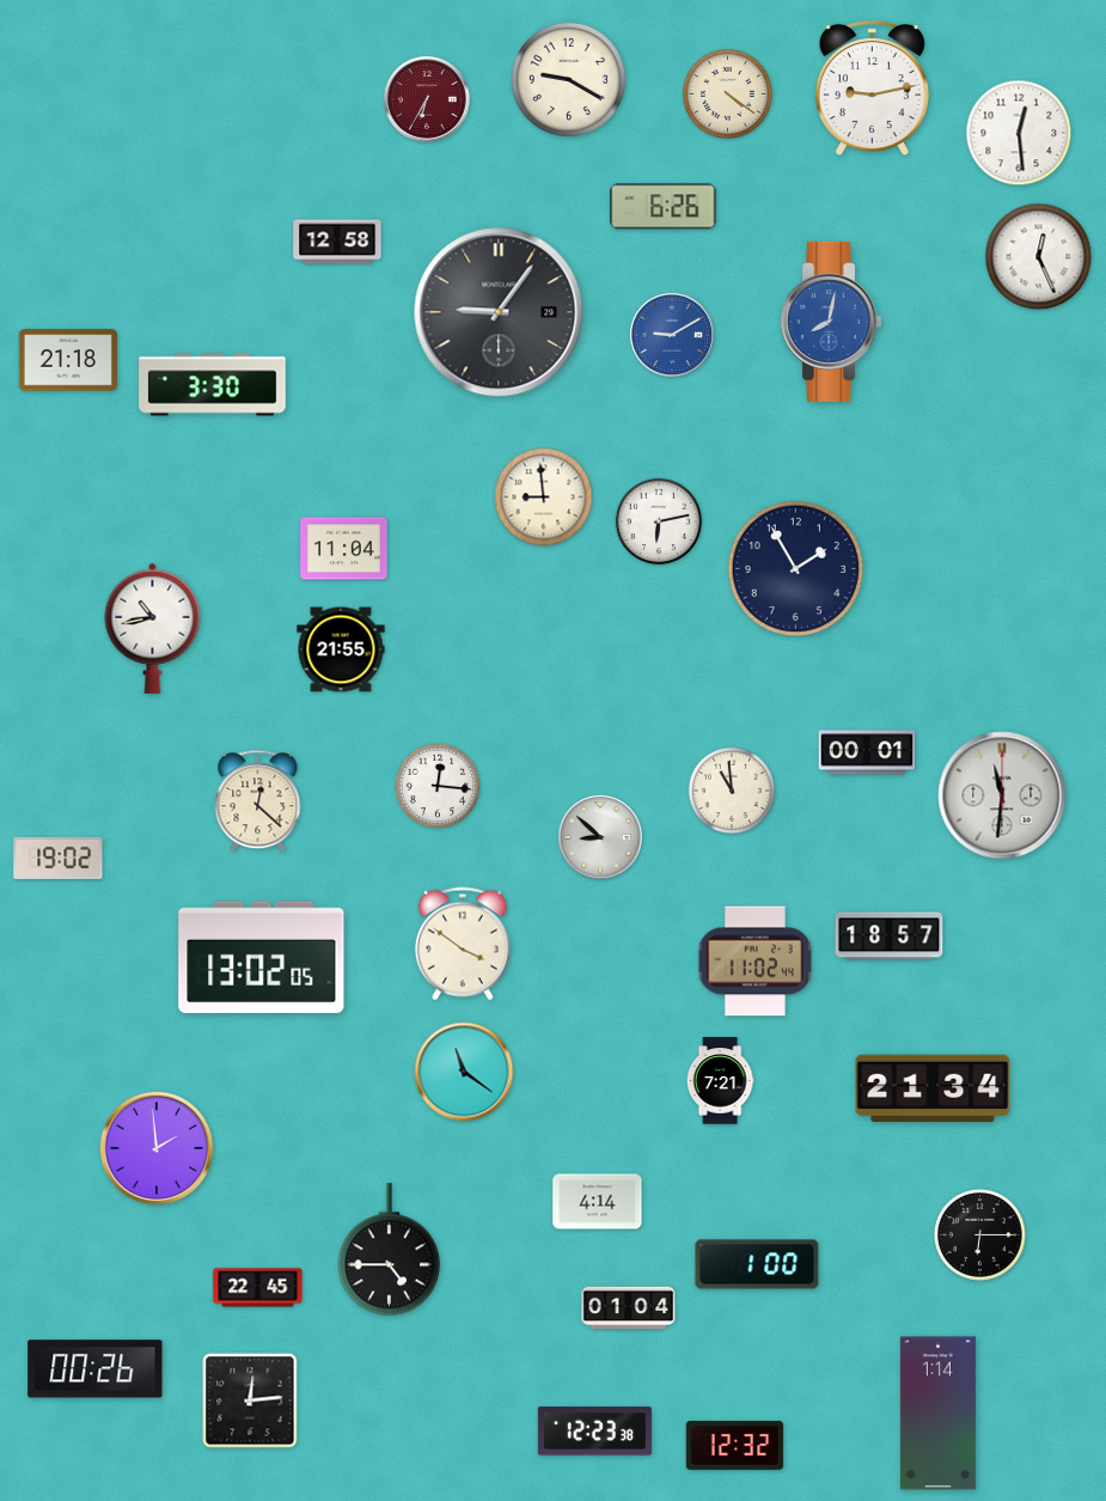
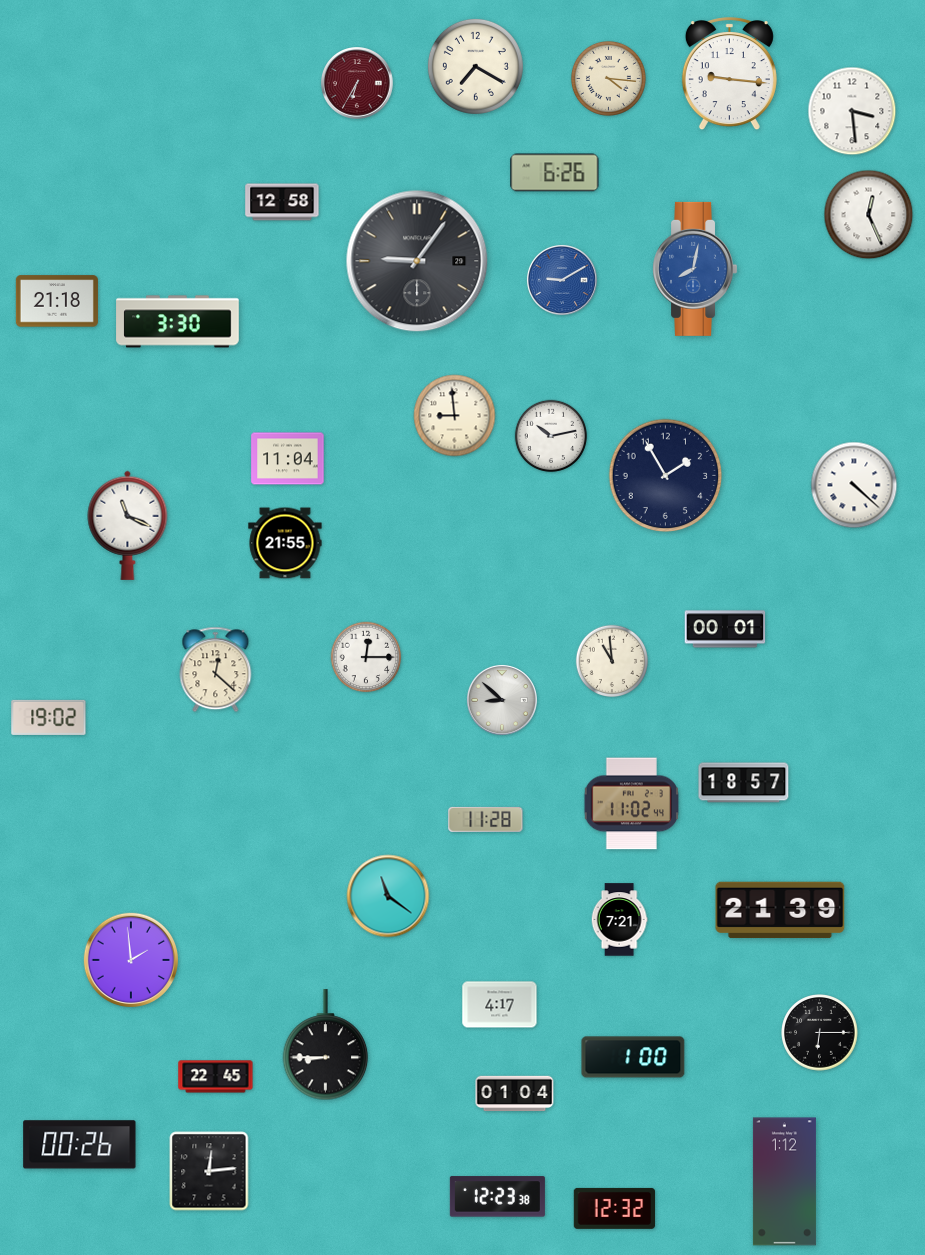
clock at (568, 79): 9:20 -> 7:20
clock at (872, 89): 9:13 -> 9:16
clock at (727, 93): 4:21 -> 4:16
clock at (1019, 133): 12:29 -> 3:29
clock at (659, 521): 6:13 -> 10:13
clock at (854, 485): none -> 4:22
clock at (153, 628): 10:43 -> 11:19
clock at (438, 786): 12:16 -> 12:15
clock at (1002, 795): 11:31 -> none
clock at (463, 944): 3:51 -> none
clock at (262, 957): 13:02 -> none
clock at (486, 819): none -> 11:28
clock at (720, 1081) position: (720, 1081) -> (619, 920)
clock at (933, 1088): 21:34 -> 21:39
clock at (598, 1202): 4:14 -> 4:17
clock at (390, 1250): 4:45 -> 8:45
clock at (629, 1308) position: (629, 1308) -> (515, 1094)
clock at (937, 1414): 1:14 -> 1:12
